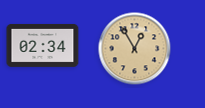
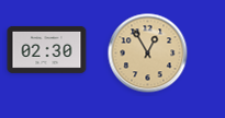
clock at (43, 45): 02:34 -> 02:30
